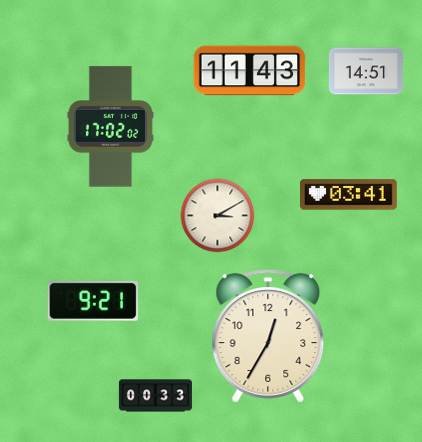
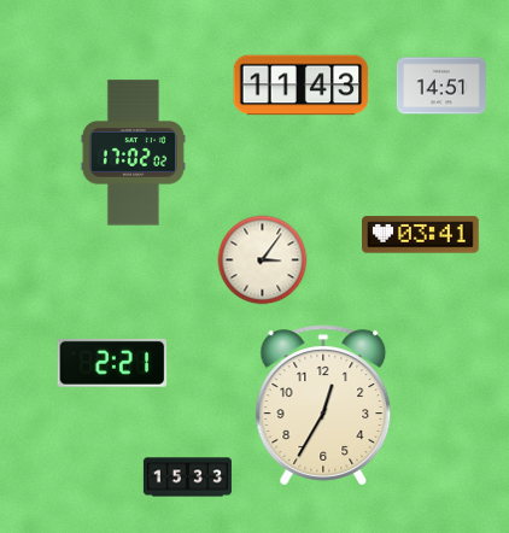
clock at (218, 216): 3:10 -> 3:06
clock at (93, 301): 9:21 -> 2:21
clock at (155, 396): 00:33 -> 15:33
